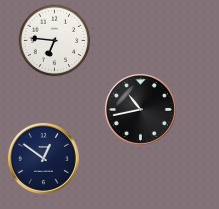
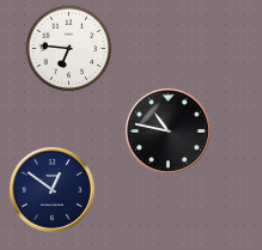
clock at (55, 41) position: (55, 41) -> (69, 49)
clock at (140, 109): 10:43 -> 10:47
